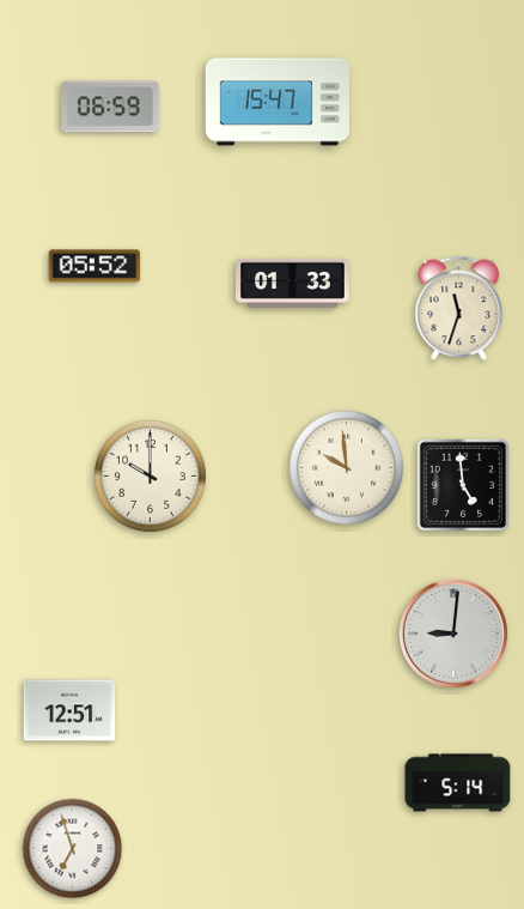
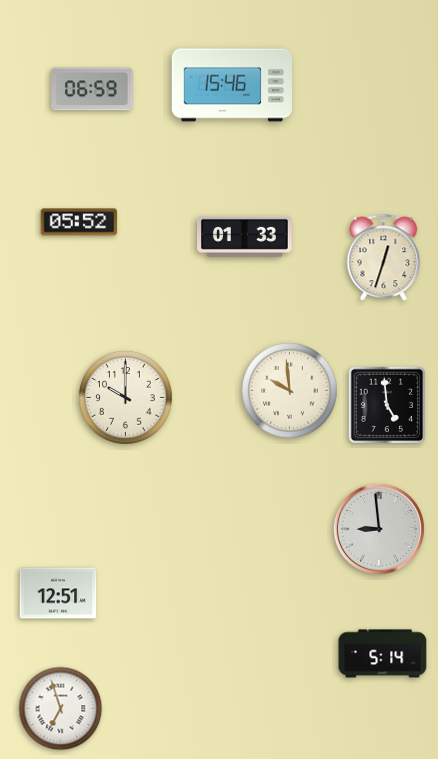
clock at (276, 102): 15:47 -> 15:46
clock at (459, 309): 11:33 -> 12:33
clock at (453, 634): 9:01 -> 8:59
